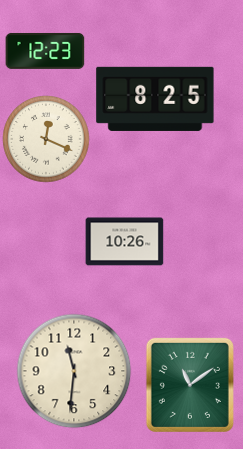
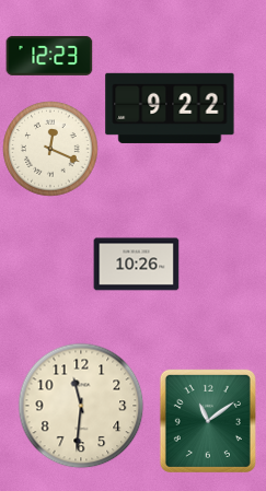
clock at (155, 99): 8:25 -> 9:22
clock at (46, 139) position: (46, 139) -> (50, 149)
